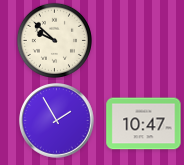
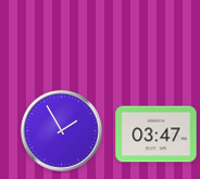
clock at (54, 40): 9:52 -> none
clock at (144, 124): 10:47 -> 03:47
